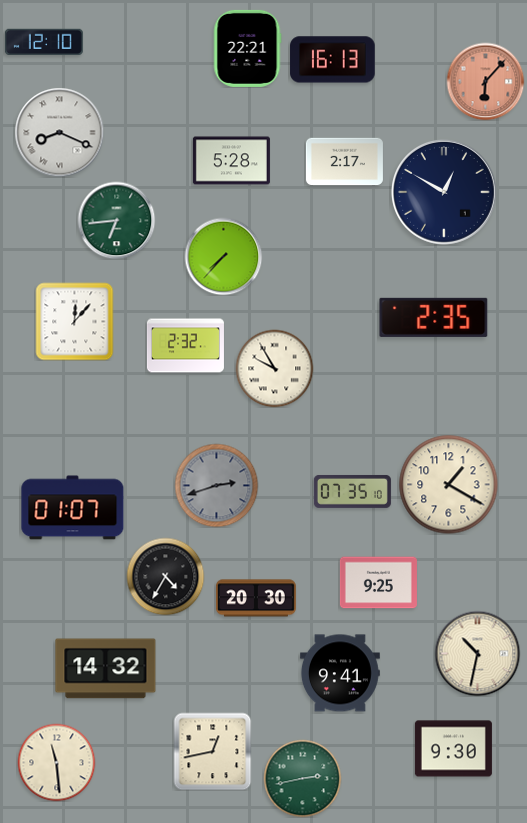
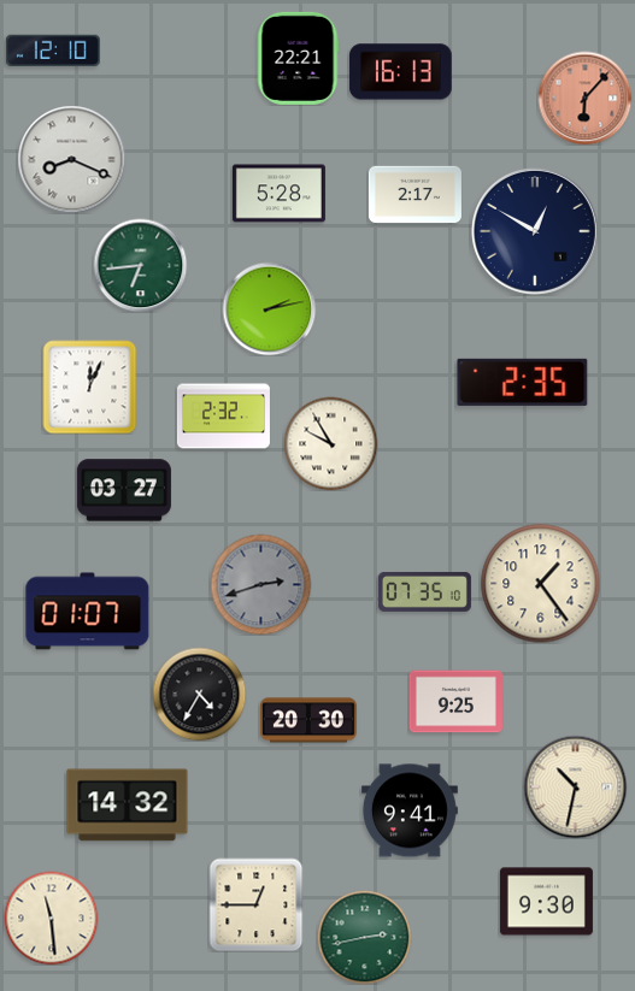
clock at (223, 256): 7:37 -> 2:13
clock at (74, 321): 12:07 -> 12:04
clock at (124, 490): none -> 03:27
clock at (449, 485): 1:20 -> 1:24
clock at (212, 751): 12:43 -> 12:45
clock at (56, 762) position: (56, 762) -> (51, 918)
